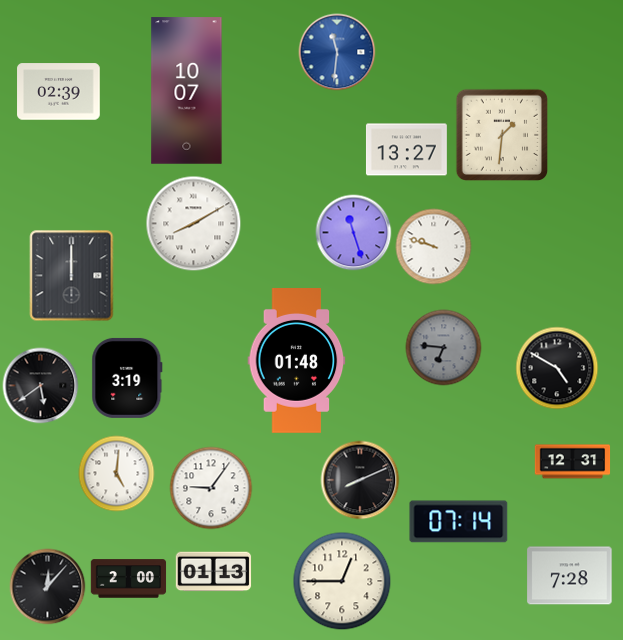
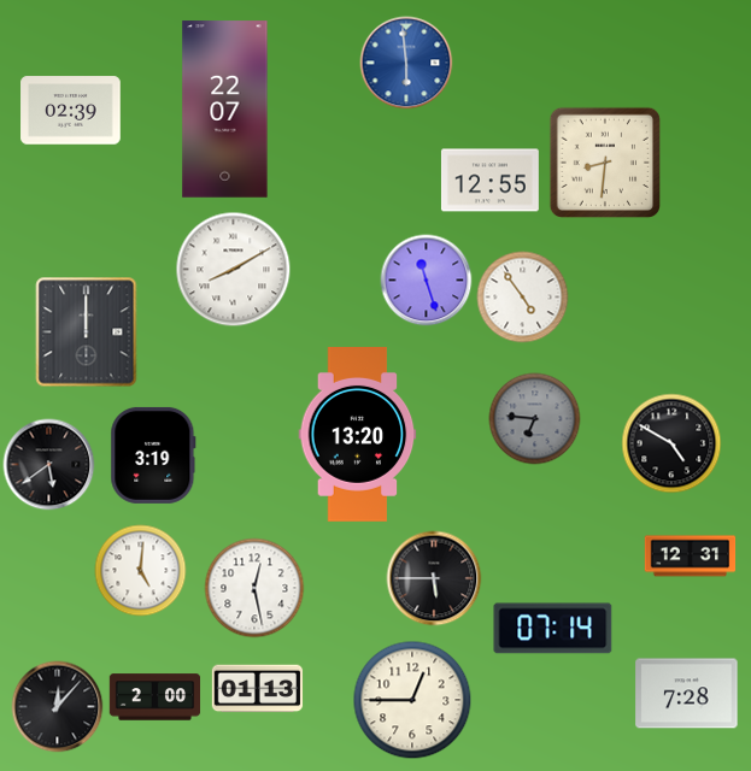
clock at (337, 52): 11:31 -> 5:59
clock at (187, 91): 10:07 -> 22:07
clock at (501, 134): 1:31 -> 8:31
clock at (406, 150): 13:27 -> 12:55
clock at (434, 247): 9:48 -> 4:54
clock at (297, 361): 01:48 -> 13:20
clock at (360, 480): 8:11 -> 5:45
clock at (211, 488): 9:06 -> 12:28
